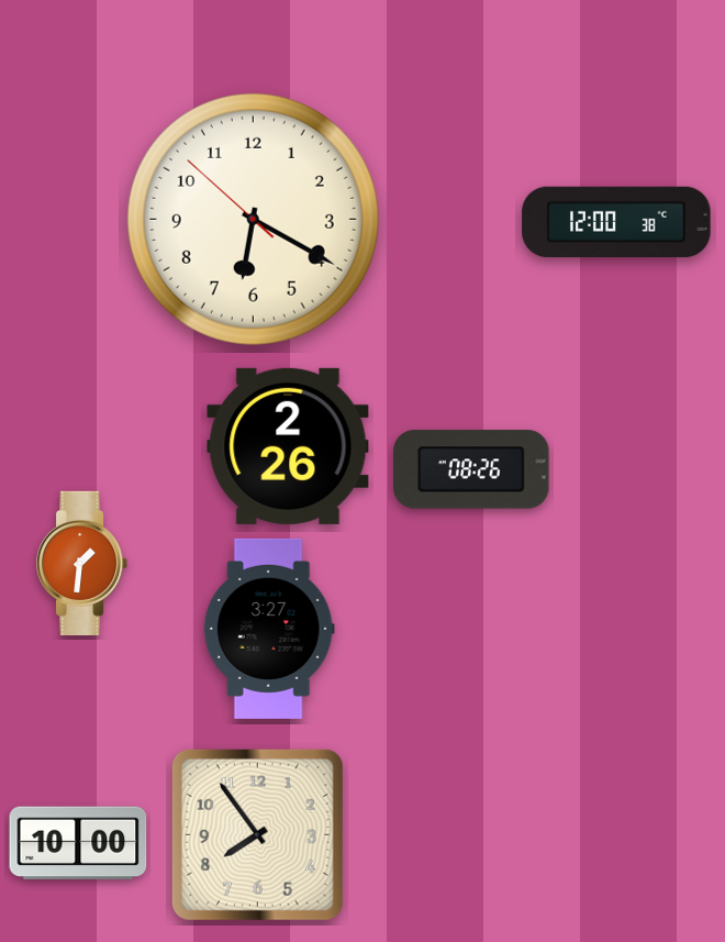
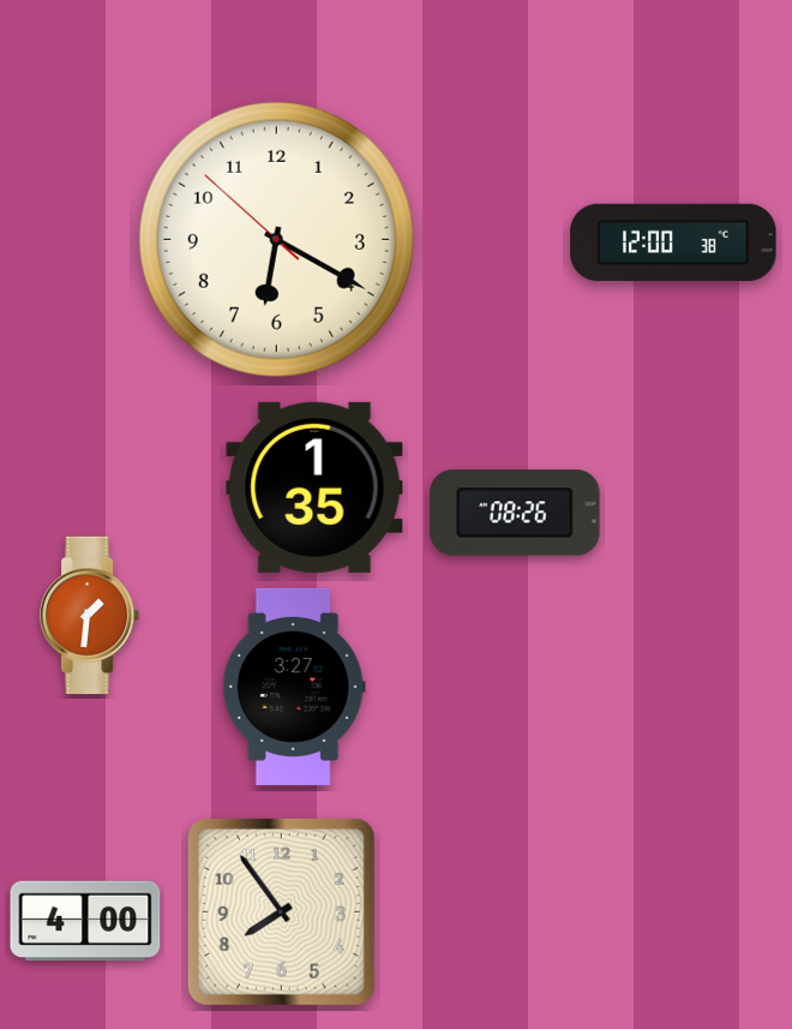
clock at (288, 446): 2:26 -> 1:35
clock at (78, 843): 10:00 -> 4:00
